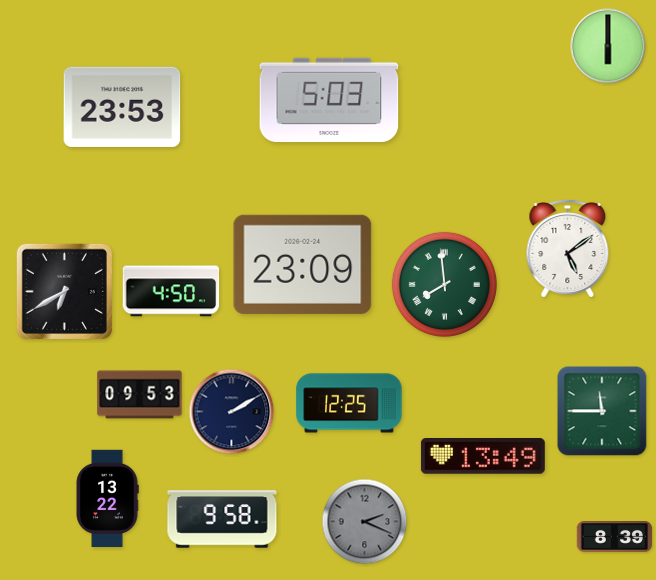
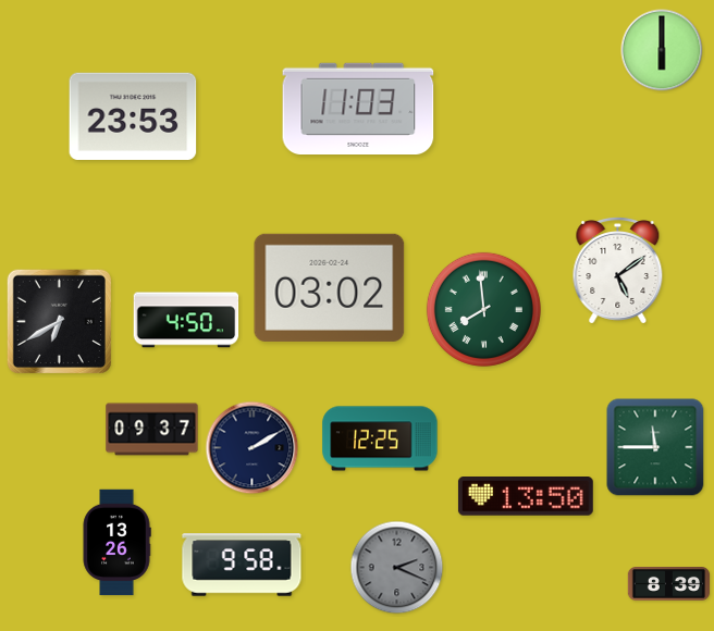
clock at (329, 99): 5:03 -> 11:03
clock at (303, 264): 23:09 -> 03:02
clock at (64, 291) position: (64, 291) -> (59, 321)
clock at (171, 291) position: (171, 291) -> (186, 320)
clock at (140, 395): 09:53 -> 09:37
clock at (483, 456): 13:49 -> 13:50
clock at (107, 499): 13:22 -> 13:26
